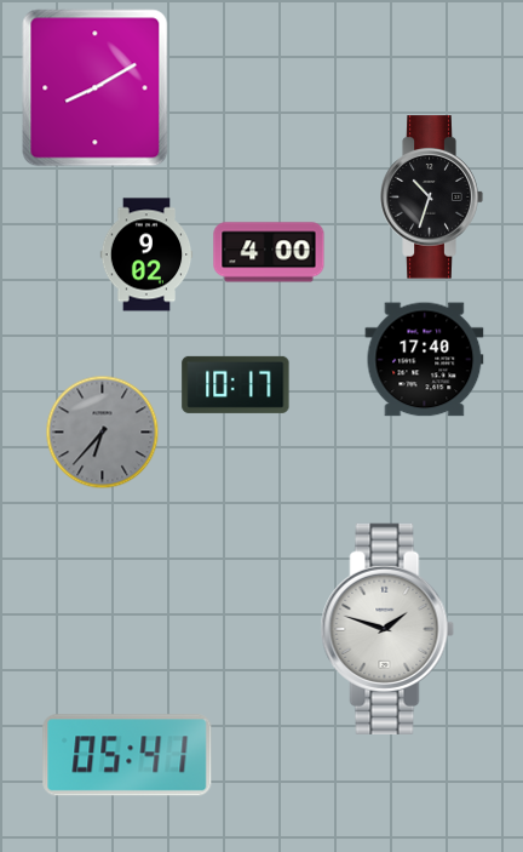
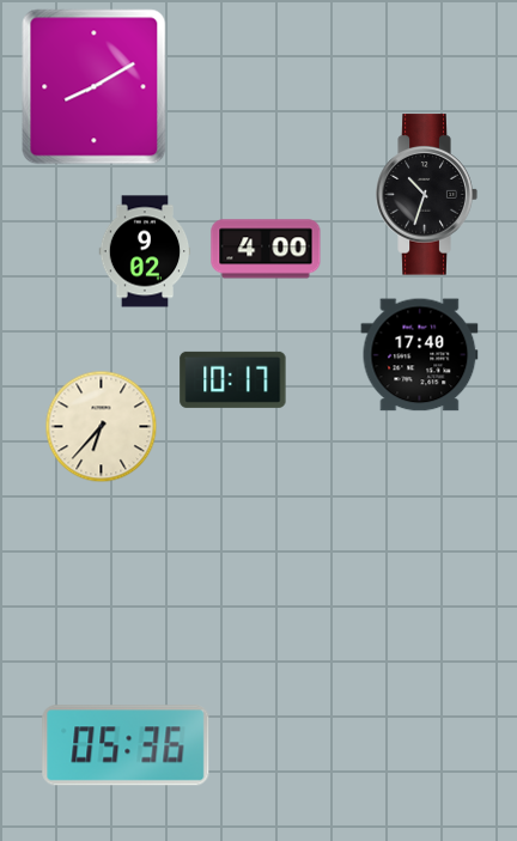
clock at (103, 433) dial: grey -> cream
clock at (387, 629): 1:48 -> none
clock at (127, 755): 05:41 -> 05:36
